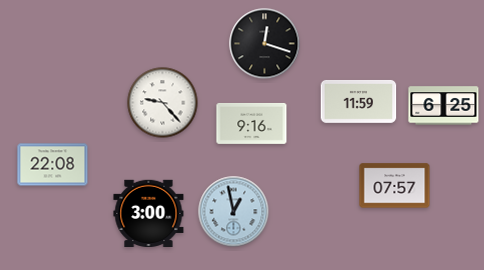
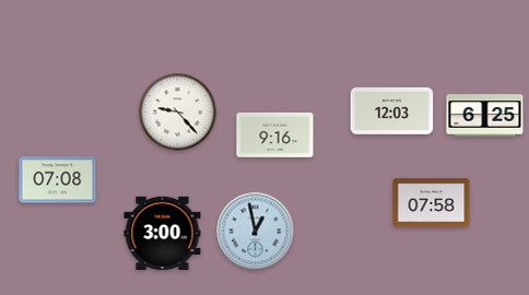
clock at (265, 44): 12:18 -> none
clock at (359, 101): 11:59 -> 12:03
clock at (53, 165): 22:08 -> 07:08
clock at (395, 186): 07:57 -> 07:58
